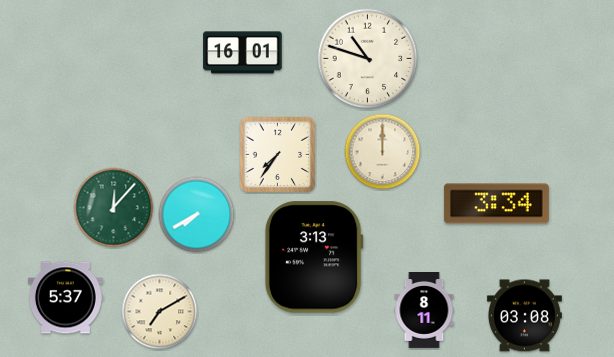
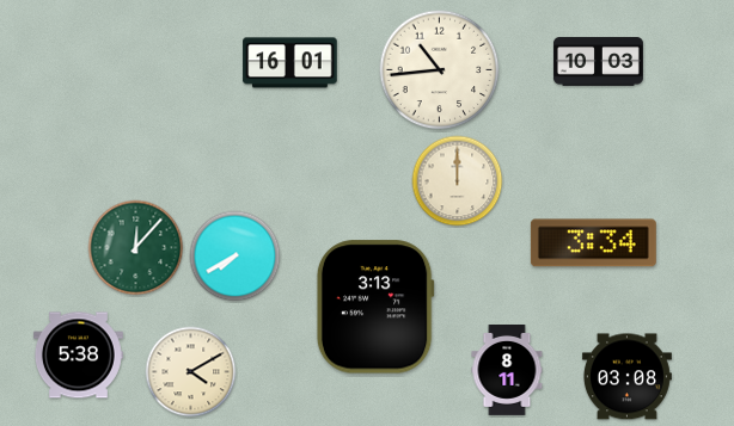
clock at (598, 62): none -> 10:03
clock at (368, 59): 10:48 -> 10:44
clock at (278, 155): 7:36 -> none
clock at (65, 298): 5:37 -> 5:38
clock at (160, 312): 7:10 -> 4:10
